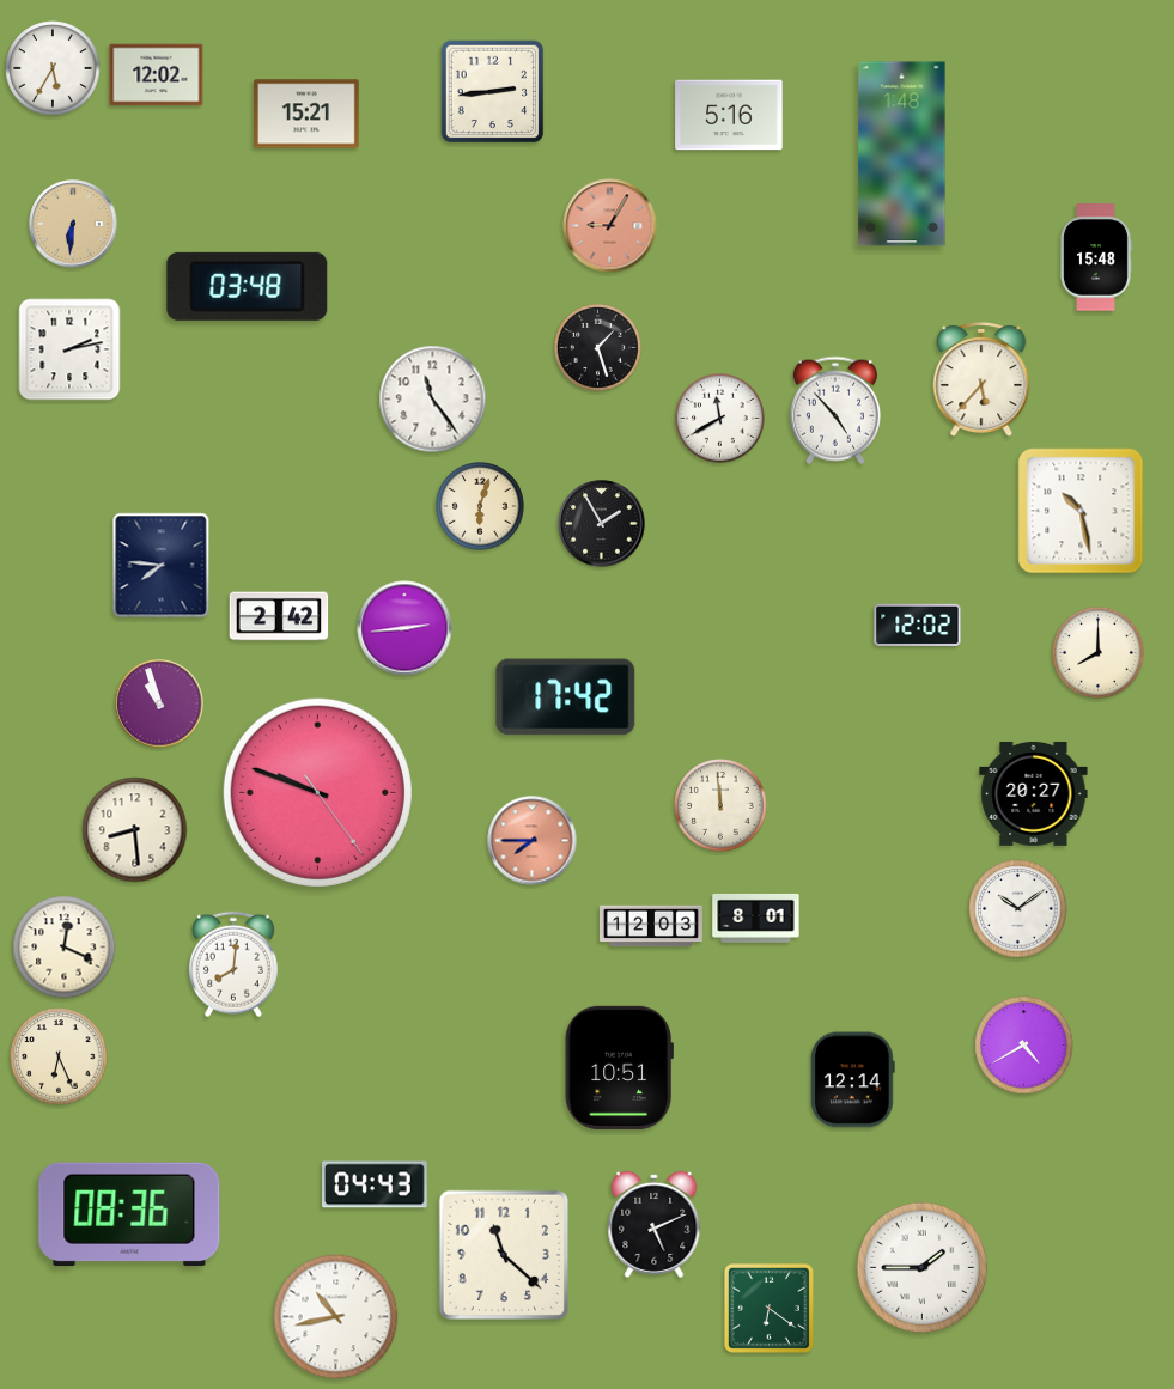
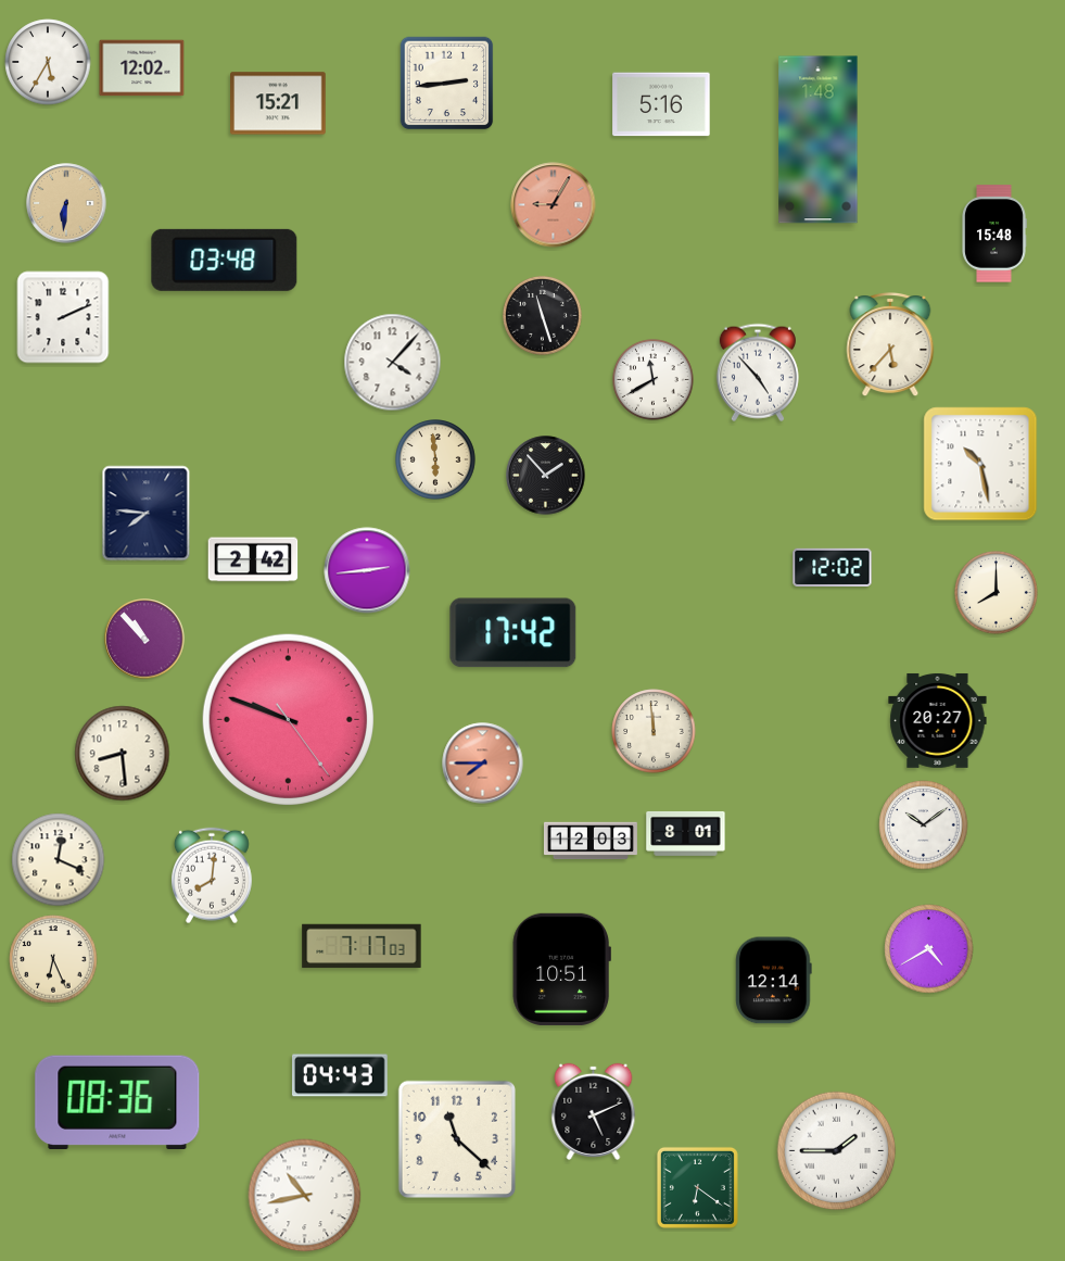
clock at (597, 347): 1:27 -> 11:27
clock at (69, 349): 2:13 -> 2:11
clock at (433, 400): 11:24 -> 4:07
clock at (481, 507): 6:03 -> 5:59
clock at (602, 524): 1:55 -> 1:53
clock at (159, 703): 10:57 -> 10:53
clock at (362, 946): none -> 7:17
